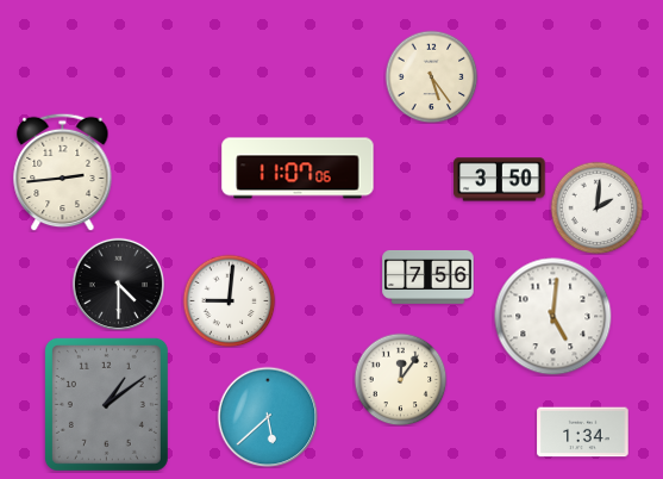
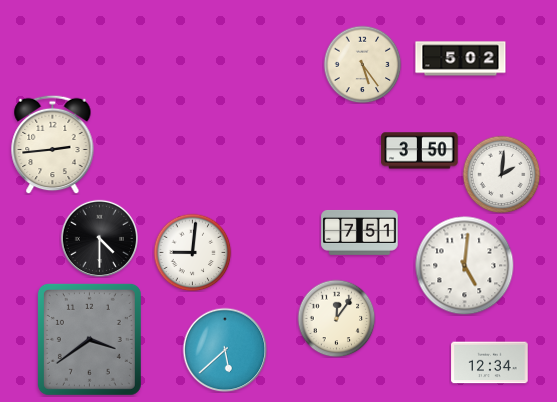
clock at (461, 59): none -> 5:02
clock at (298, 168): 11:07 -> none
clock at (429, 278): 7:56 -> 7:51
clock at (106, 404): 1:09 -> 3:39
clock at (583, 433): 1:34 -> 12:34
